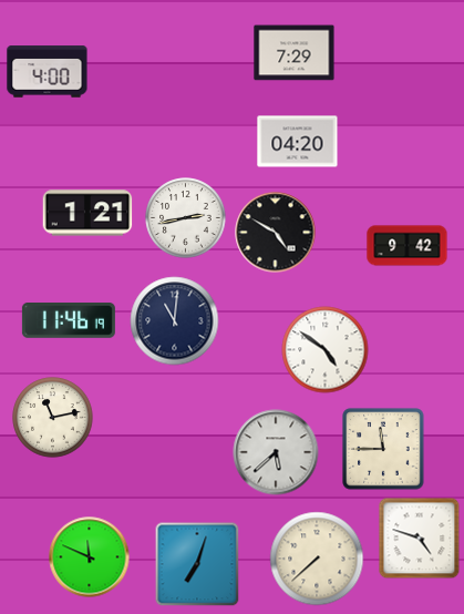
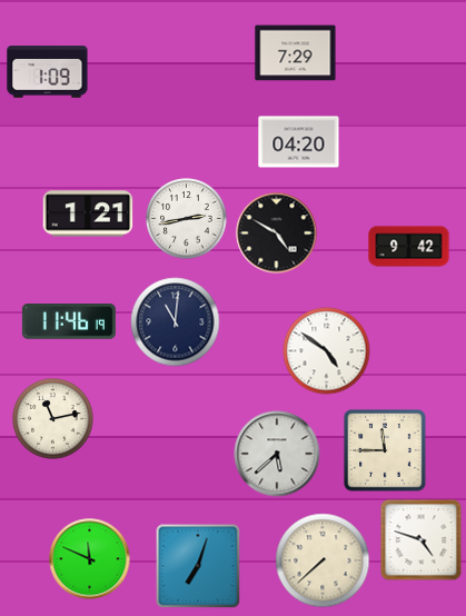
clock at (48, 72): 4:00 -> 1:09
clock at (317, 559) position: (317, 559) -> (323, 560)
